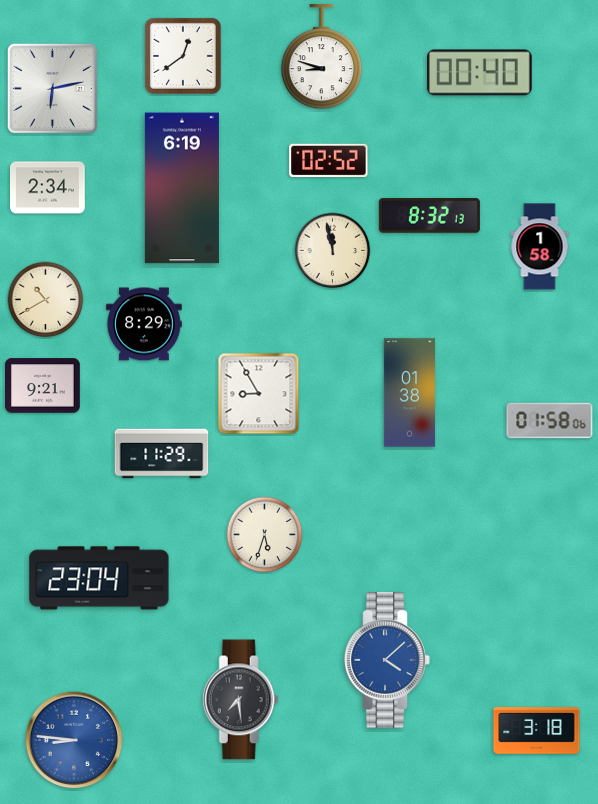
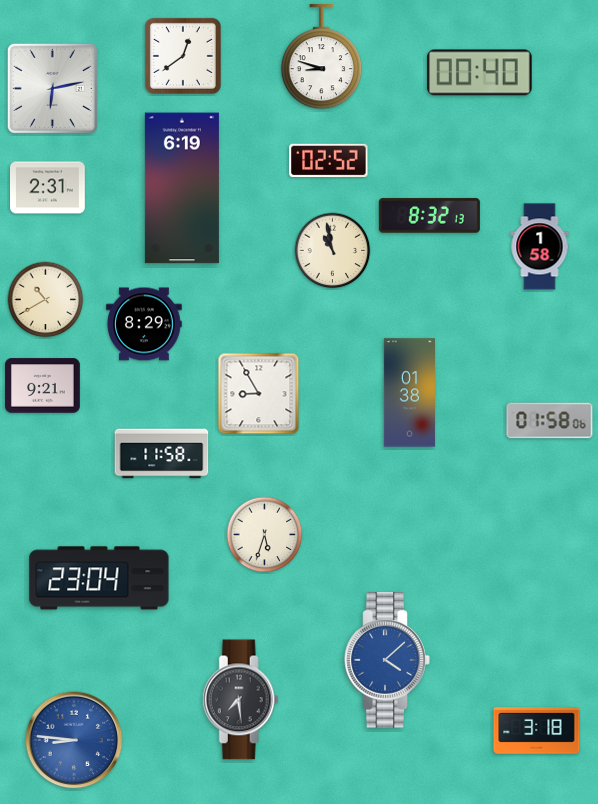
clock at (48, 188): 2:34 -> 2:31
clock at (333, 251): 11:58 -> 10:58
clock at (162, 454): 11:29 -> 11:58
